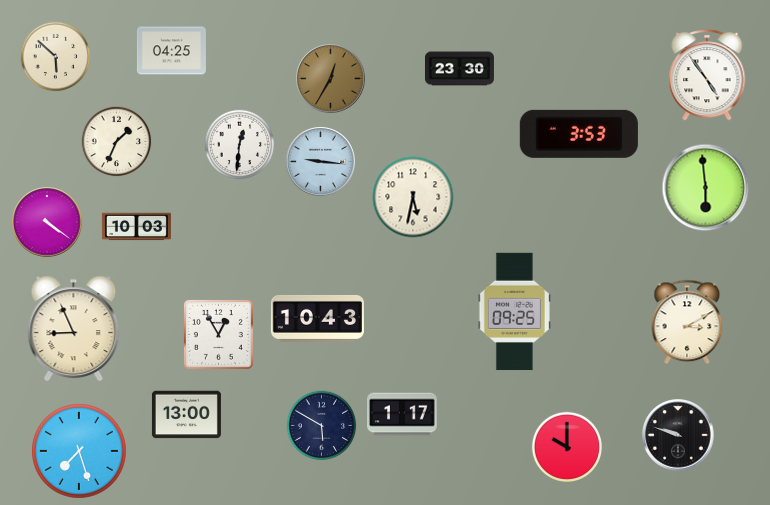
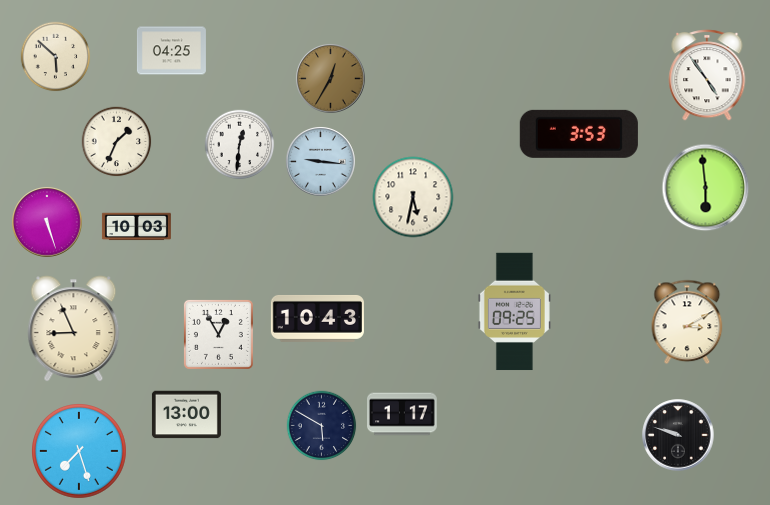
clock at (459, 69): 23:30 -> none
clock at (47, 222): 4:21 -> 5:27
clock at (566, 446): 10:00 -> none
